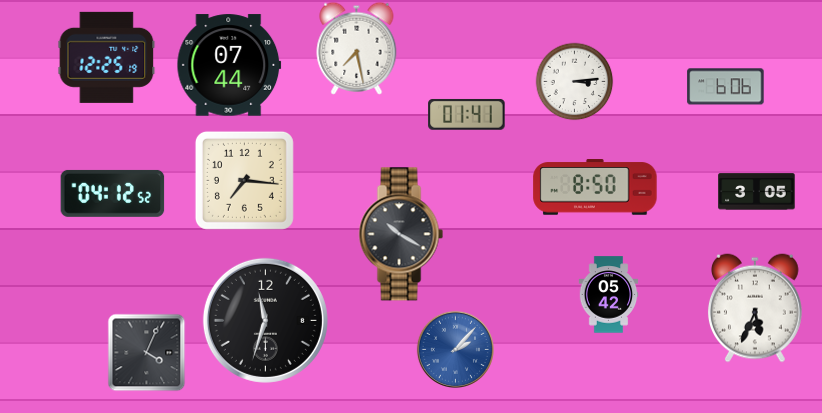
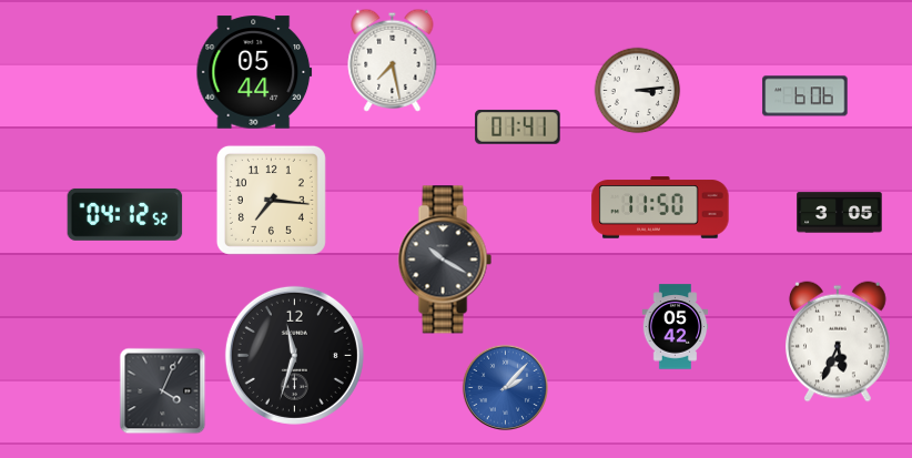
clock at (357, 48) position: (357, 48) -> (393, 60)
clock at (107, 57): 12:25 -> none
clock at (229, 65): 07:44 -> 05:44
clock at (595, 187): 8:50 -> 11:50
